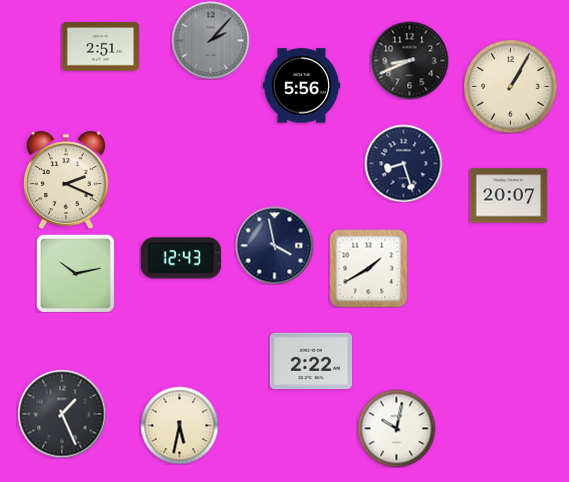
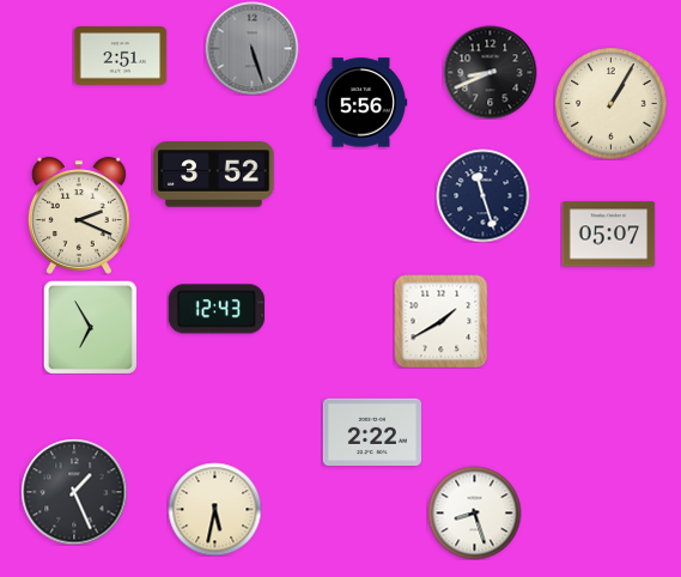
clock at (210, 40): 2:07 -> 5:27
clock at (214, 175): none -> 3:52
clock at (403, 163): 8:27 -> 11:27
clock at (508, 196): 20:07 -> 05:07
clock at (274, 245): 3:58 -> none
clock at (75, 273): 10:13 -> 6:55
clock at (62, 414) position: (62, 414) -> (74, 492)
clock at (396, 428): 10:02 -> 8:27
